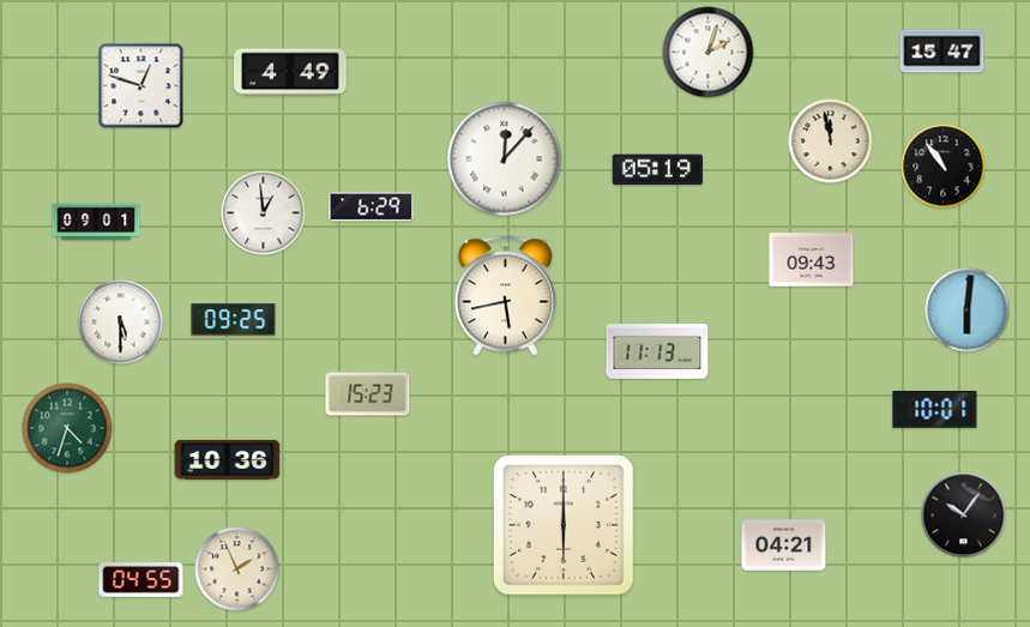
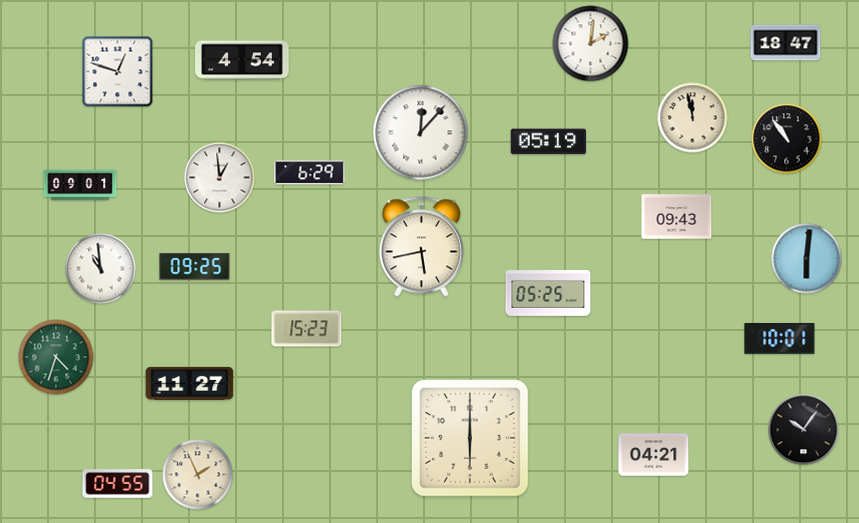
clock at (942, 52): 15:47 -> 18:47
clock at (709, 53): 2:03 -> 2:01
clock at (290, 72): 4:49 -> 4:54
clock at (121, 322): 5:30 -> 10:59
clock at (657, 352): 11:13 -> 05:25
clock at (935, 410) position: (935, 410) -> (780, 339)
clock at (228, 459): 10:36 -> 11:27
